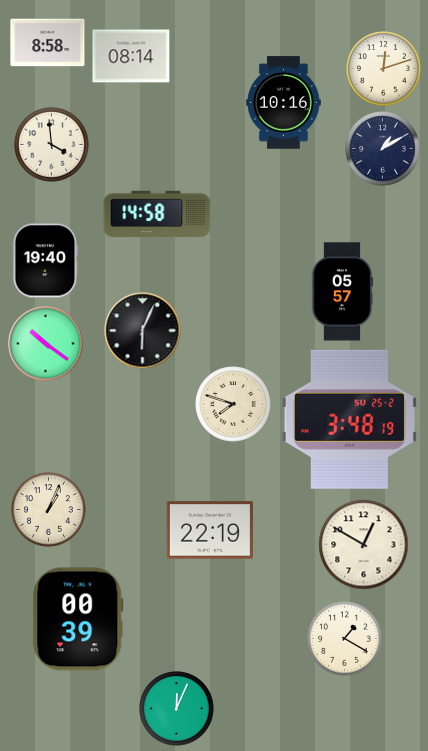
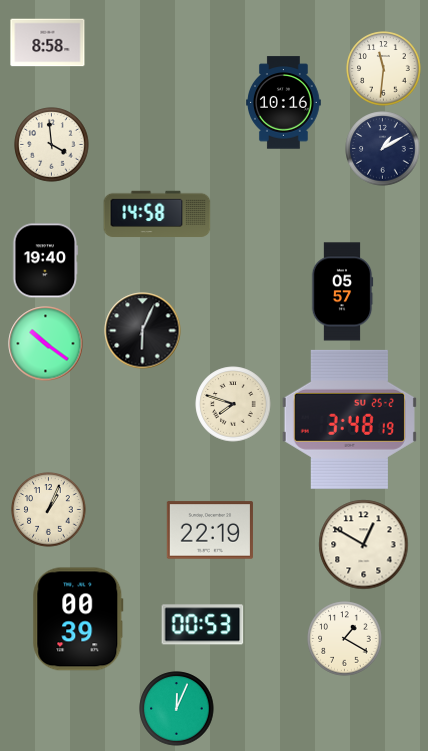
clock at (131, 56): 08:14 -> none
clock at (384, 69): 12:12 -> 11:31
clock at (203, 625): none -> 00:53
